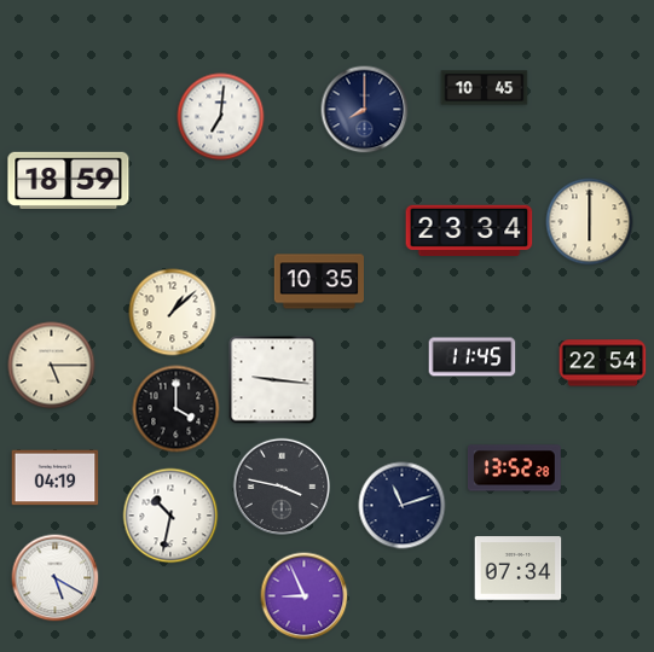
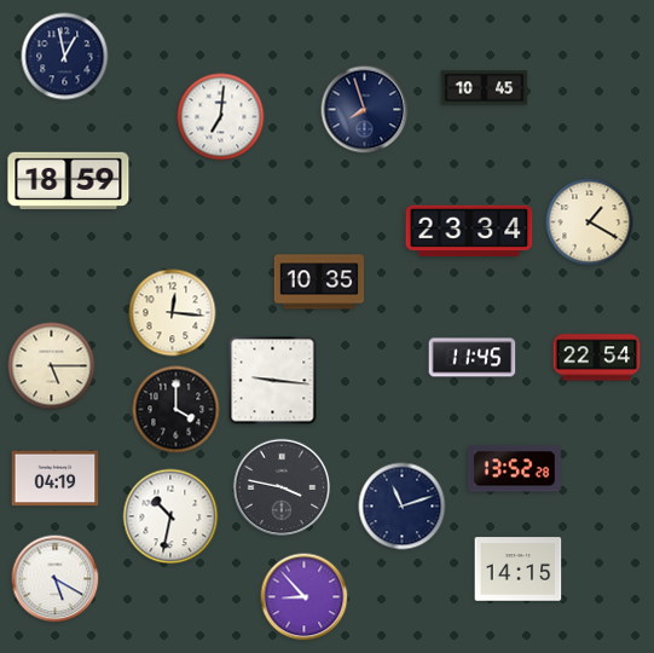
clock at (65, 57): none -> 12:58
clock at (365, 110): 8:00 -> 7:57
clock at (590, 222): 6:00 -> 1:20
clock at (173, 313): 1:08 -> 12:16
clock at (603, 363) position: (603, 363) -> (597, 358)
clock at (519, 569): 07:34 -> 14:15
clock at (305, 596): 8:56 -> 8:53
